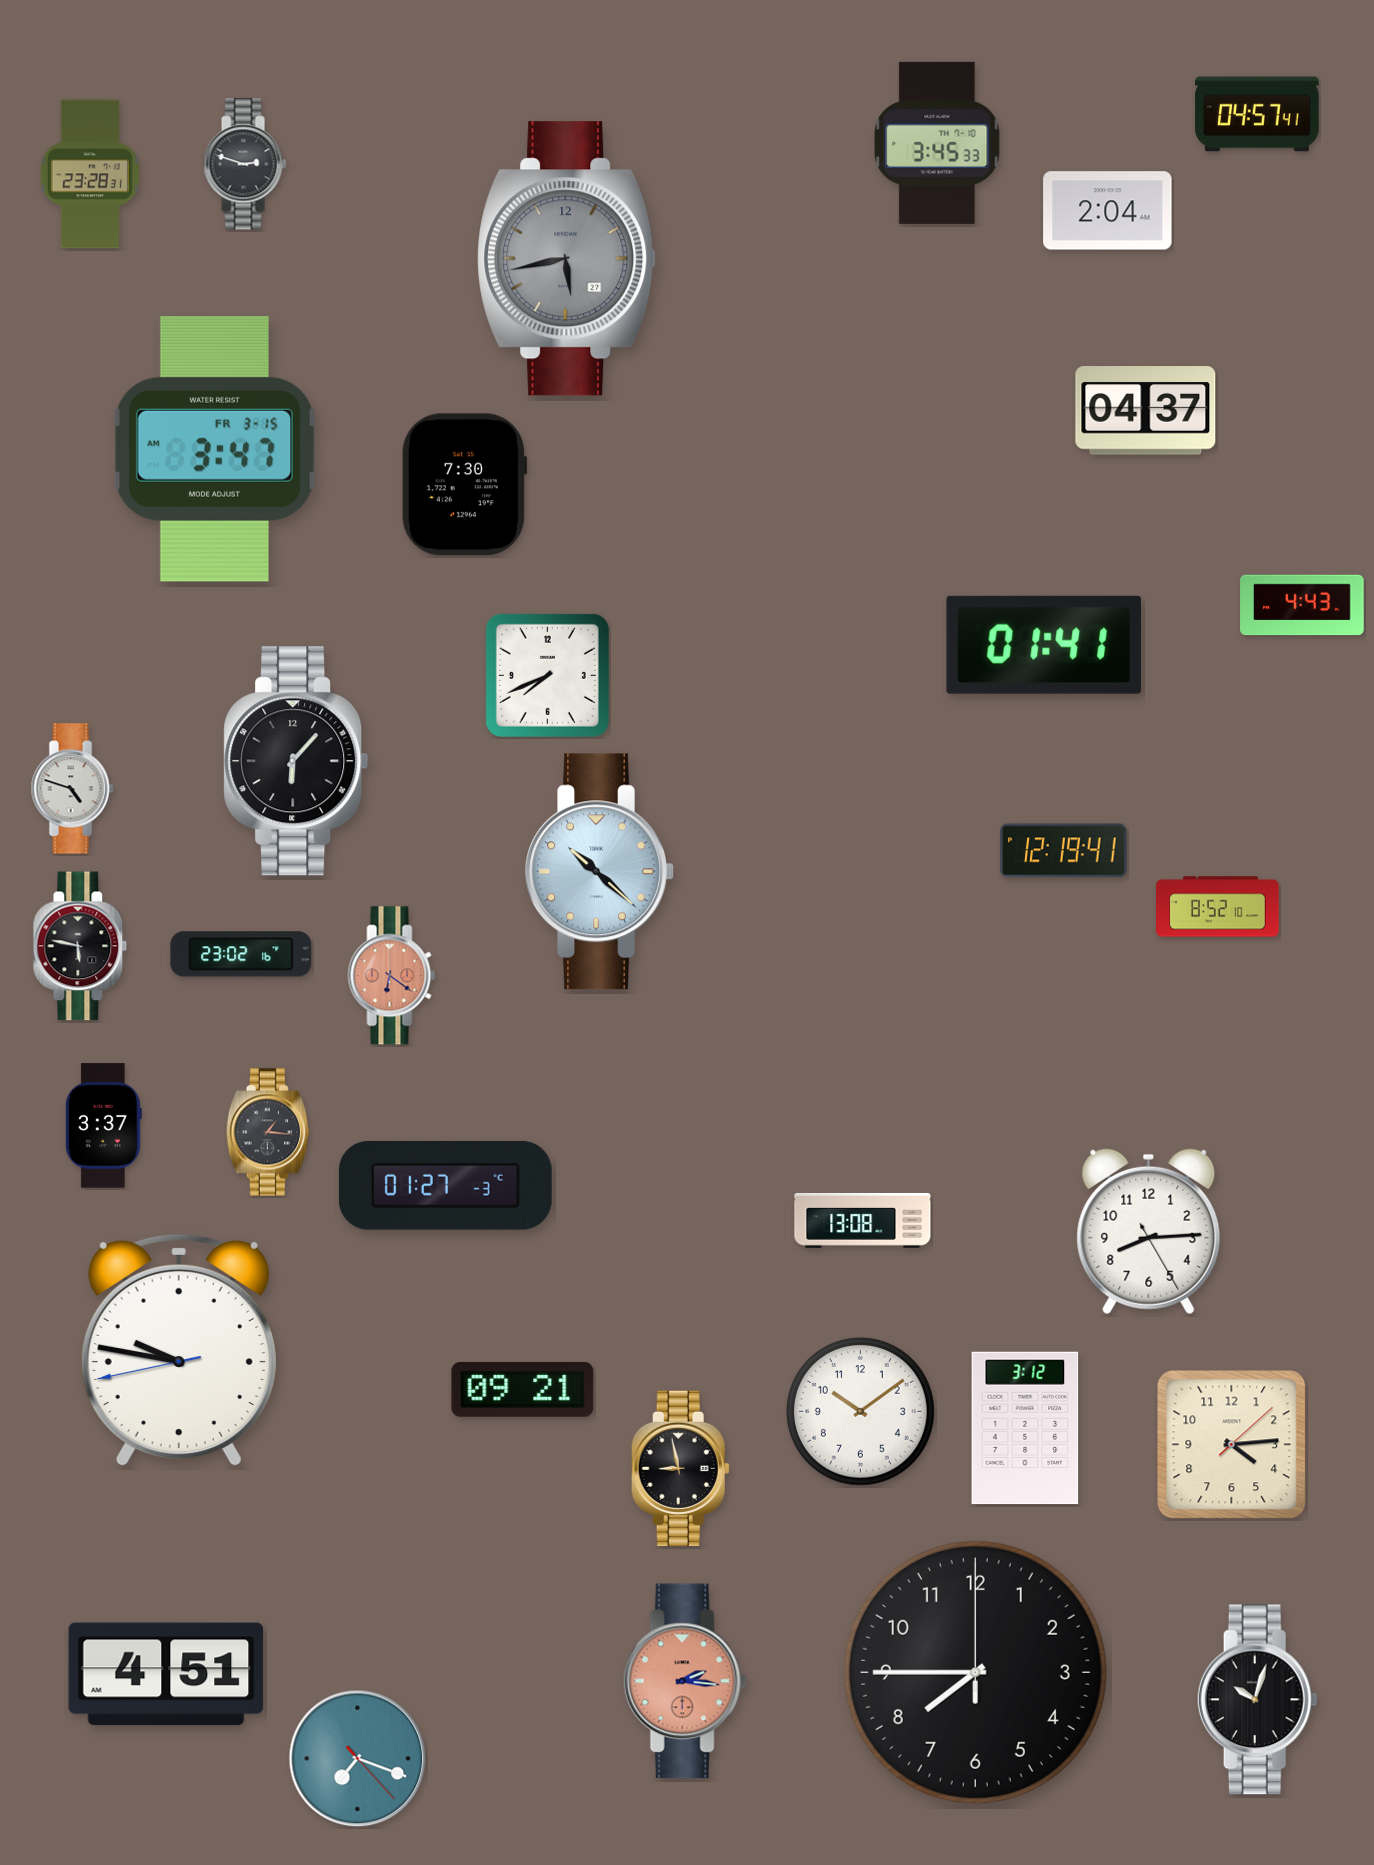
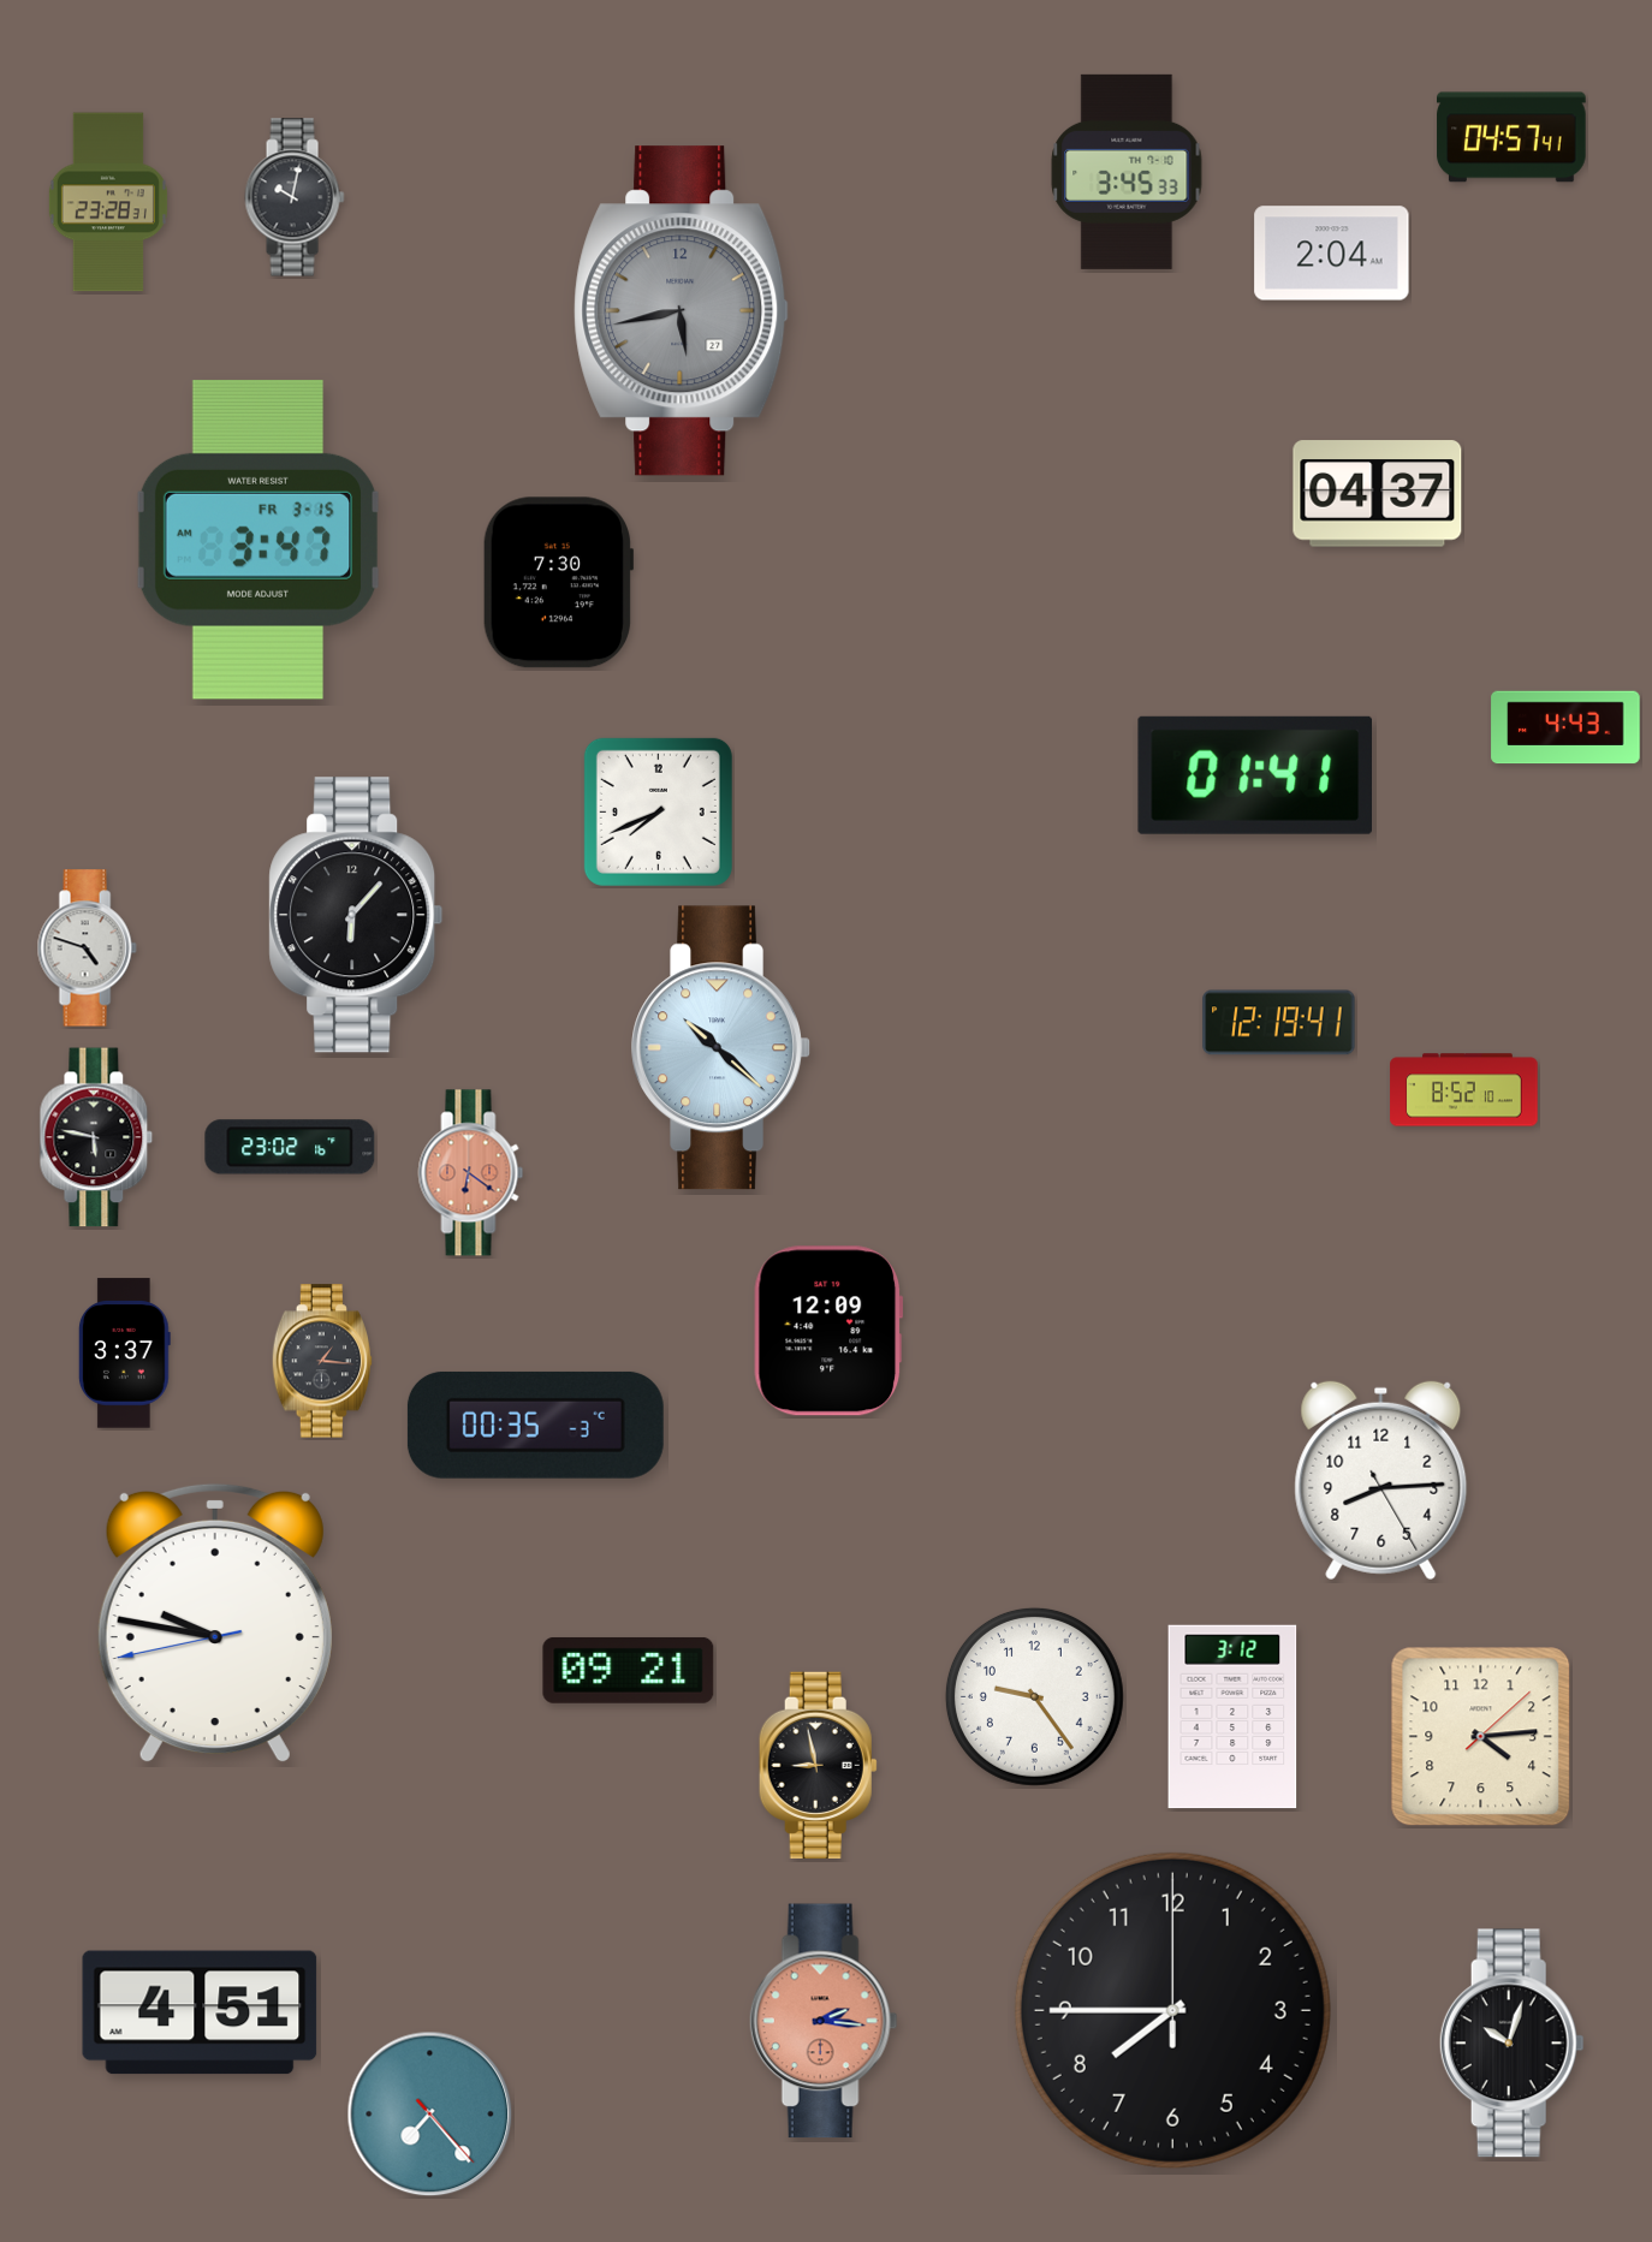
clock at (245, 164): 2:48 -> 10:02
clock at (90, 174) position: (90, 174) -> (108, 202)
clock at (828, 1331): none -> 12:09
clock at (445, 1185): 01:27 -> 00:35
clock at (863, 1220): 13:08 -> none
clock at (860, 1411): 10:09 -> 9:24
clock at (358, 1759): 7:18 -> 7:23
